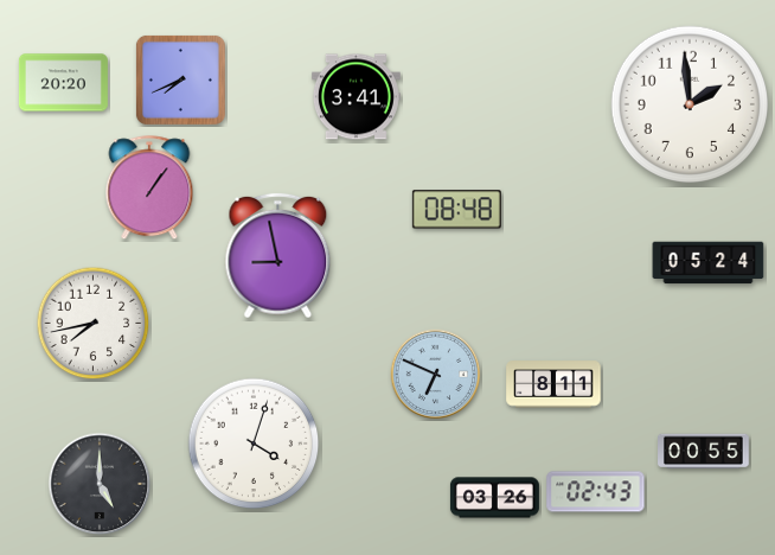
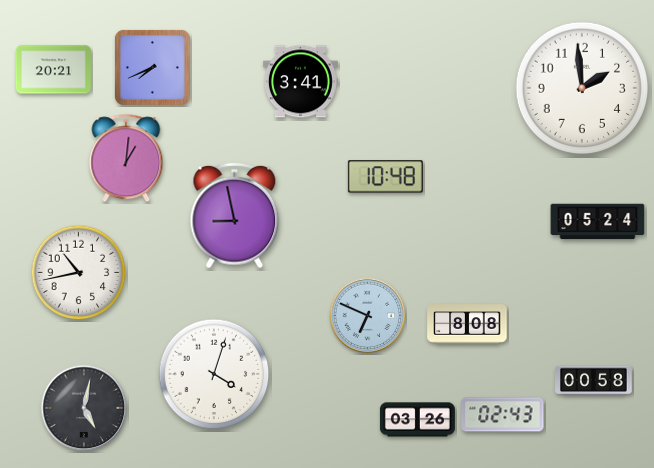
clock at (63, 83): 20:20 -> 20:21
clock at (149, 189): 1:06 -> 1:01
clock at (456, 210): 08:48 -> 10:48
clock at (94, 324): 7:43 -> 10:43
clock at (553, 384): 8:11 -> 8:08
clock at (704, 452): 00:55 -> 00:58
clock at (100, 484): 5:00 -> 5:02
